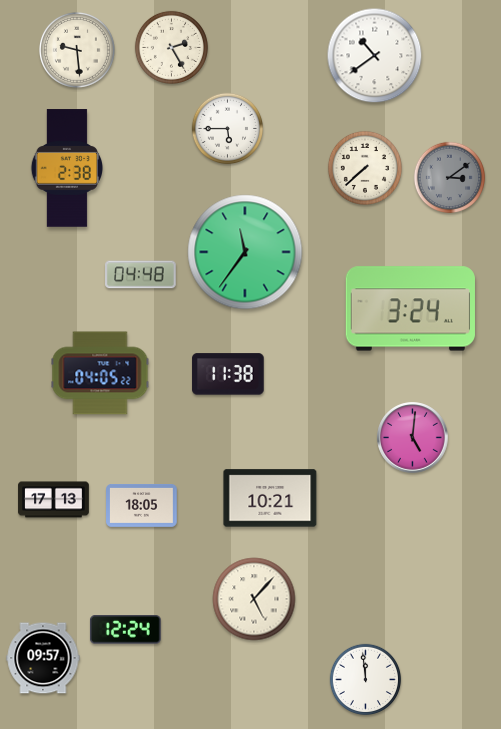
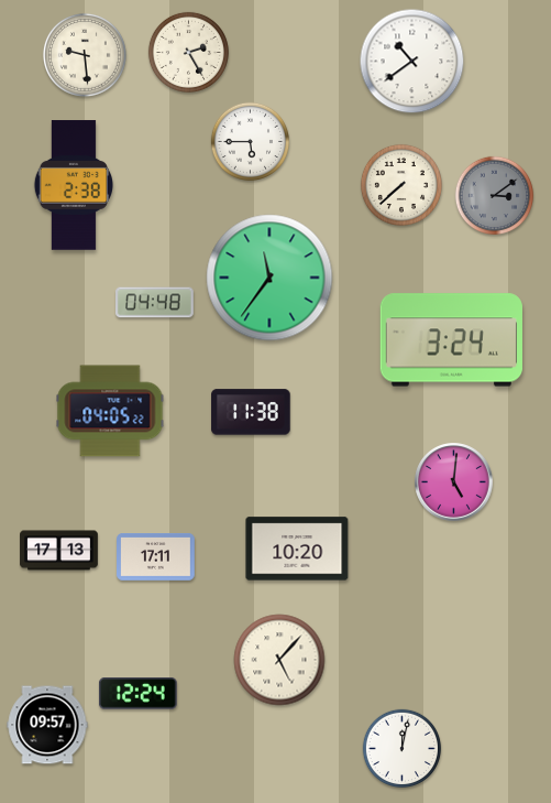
clock at (270, 498): 10:21 -> 10:20
clock at (142, 506): 18:05 -> 17:11
clock at (366, 680): 11:59 -> 12:02
